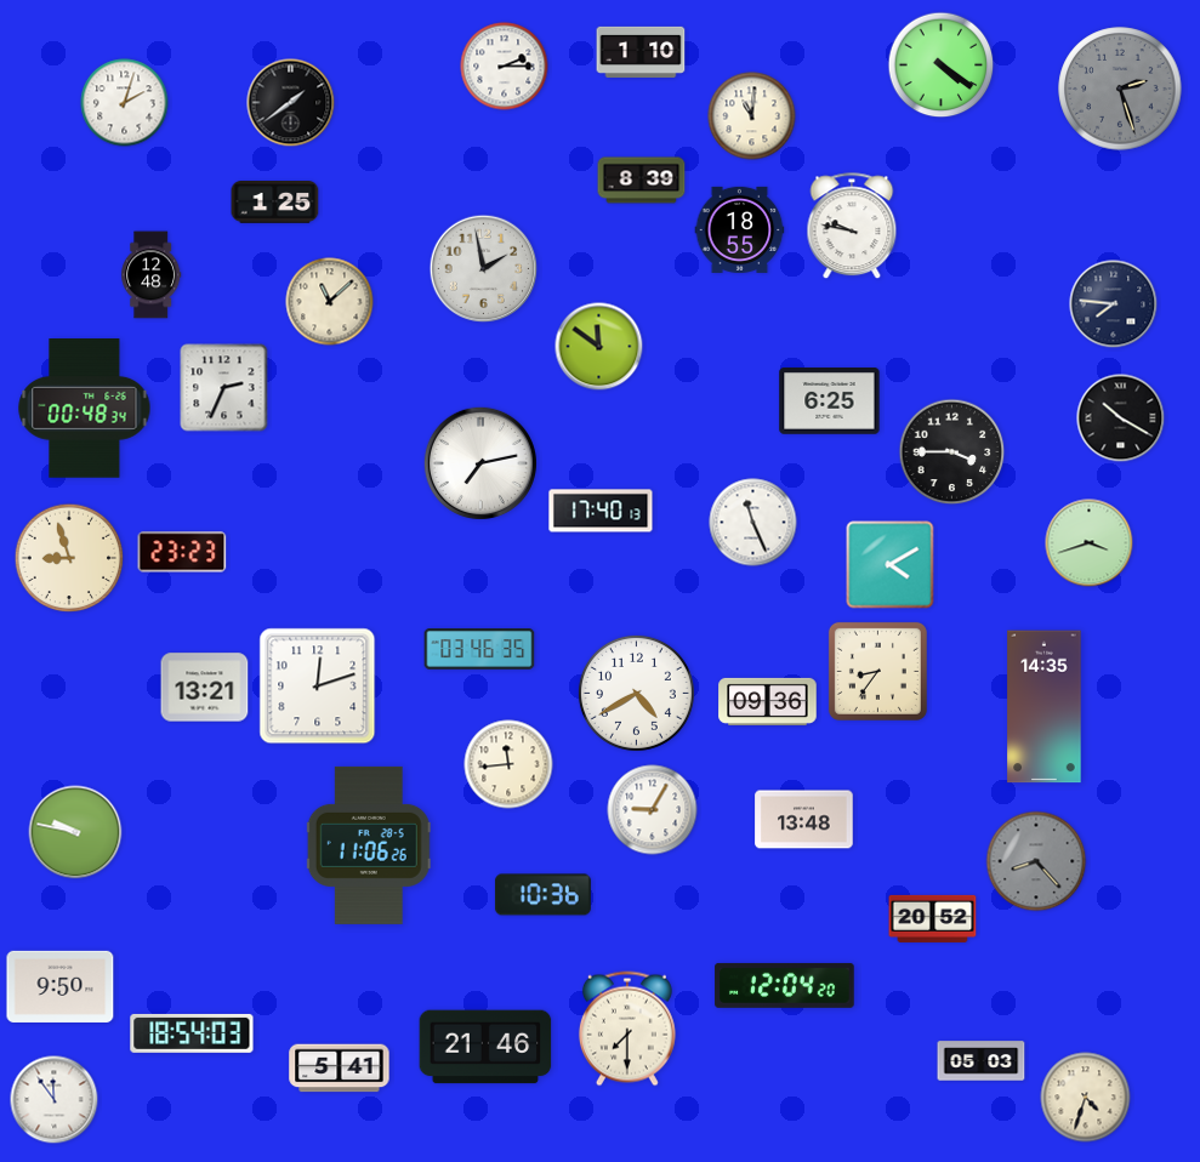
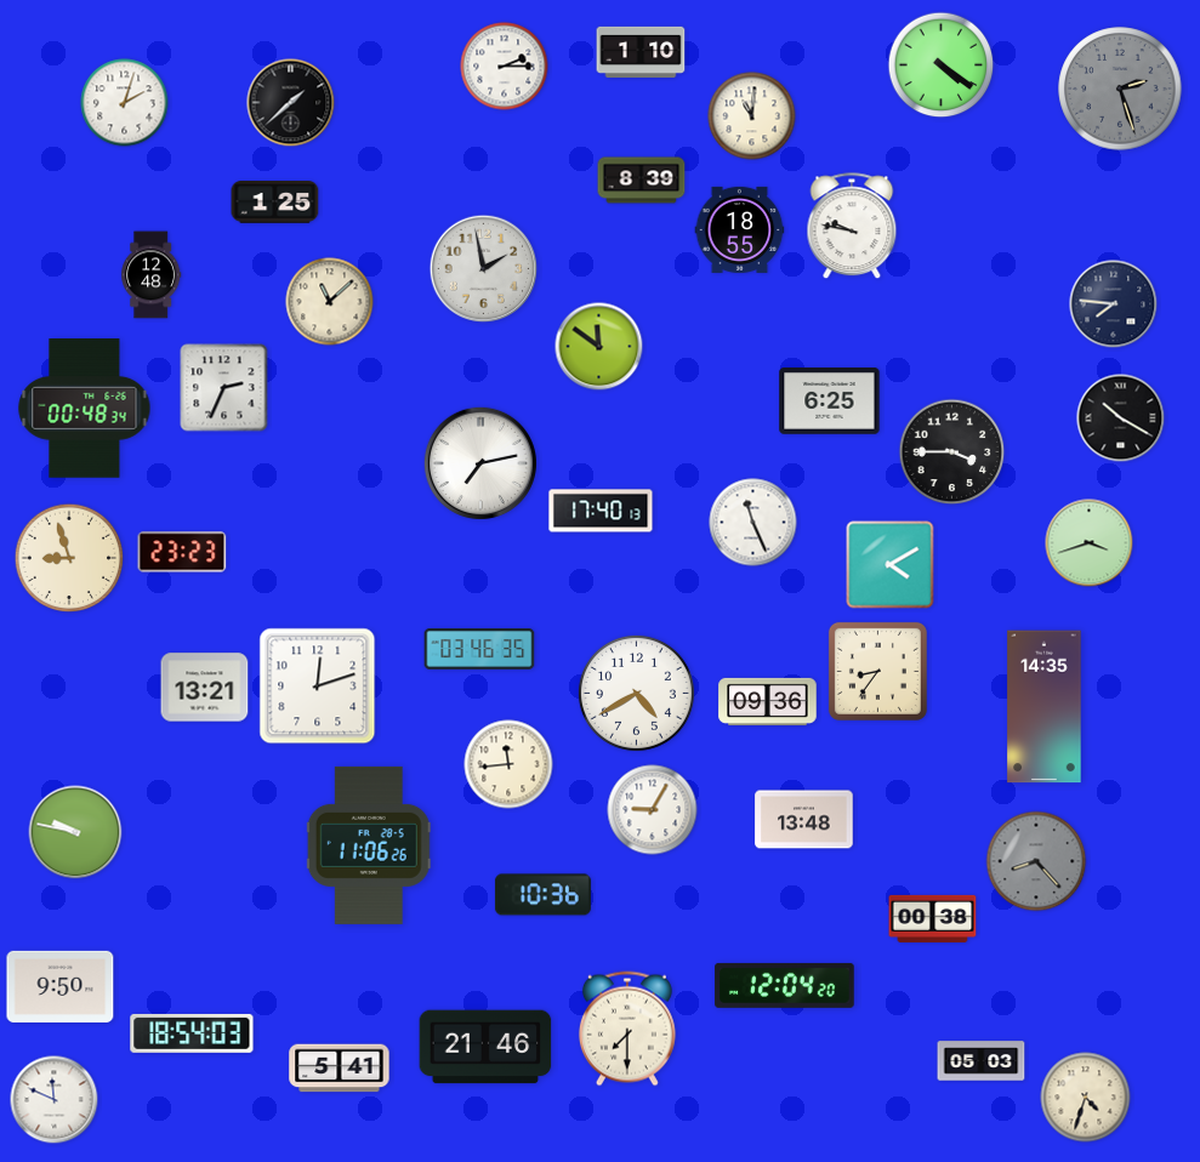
clock at (291, 103): 1:39 -> 1:38
clock at (933, 918): 20:52 -> 00:38
clock at (55, 1100): 11:54 -> 11:49
